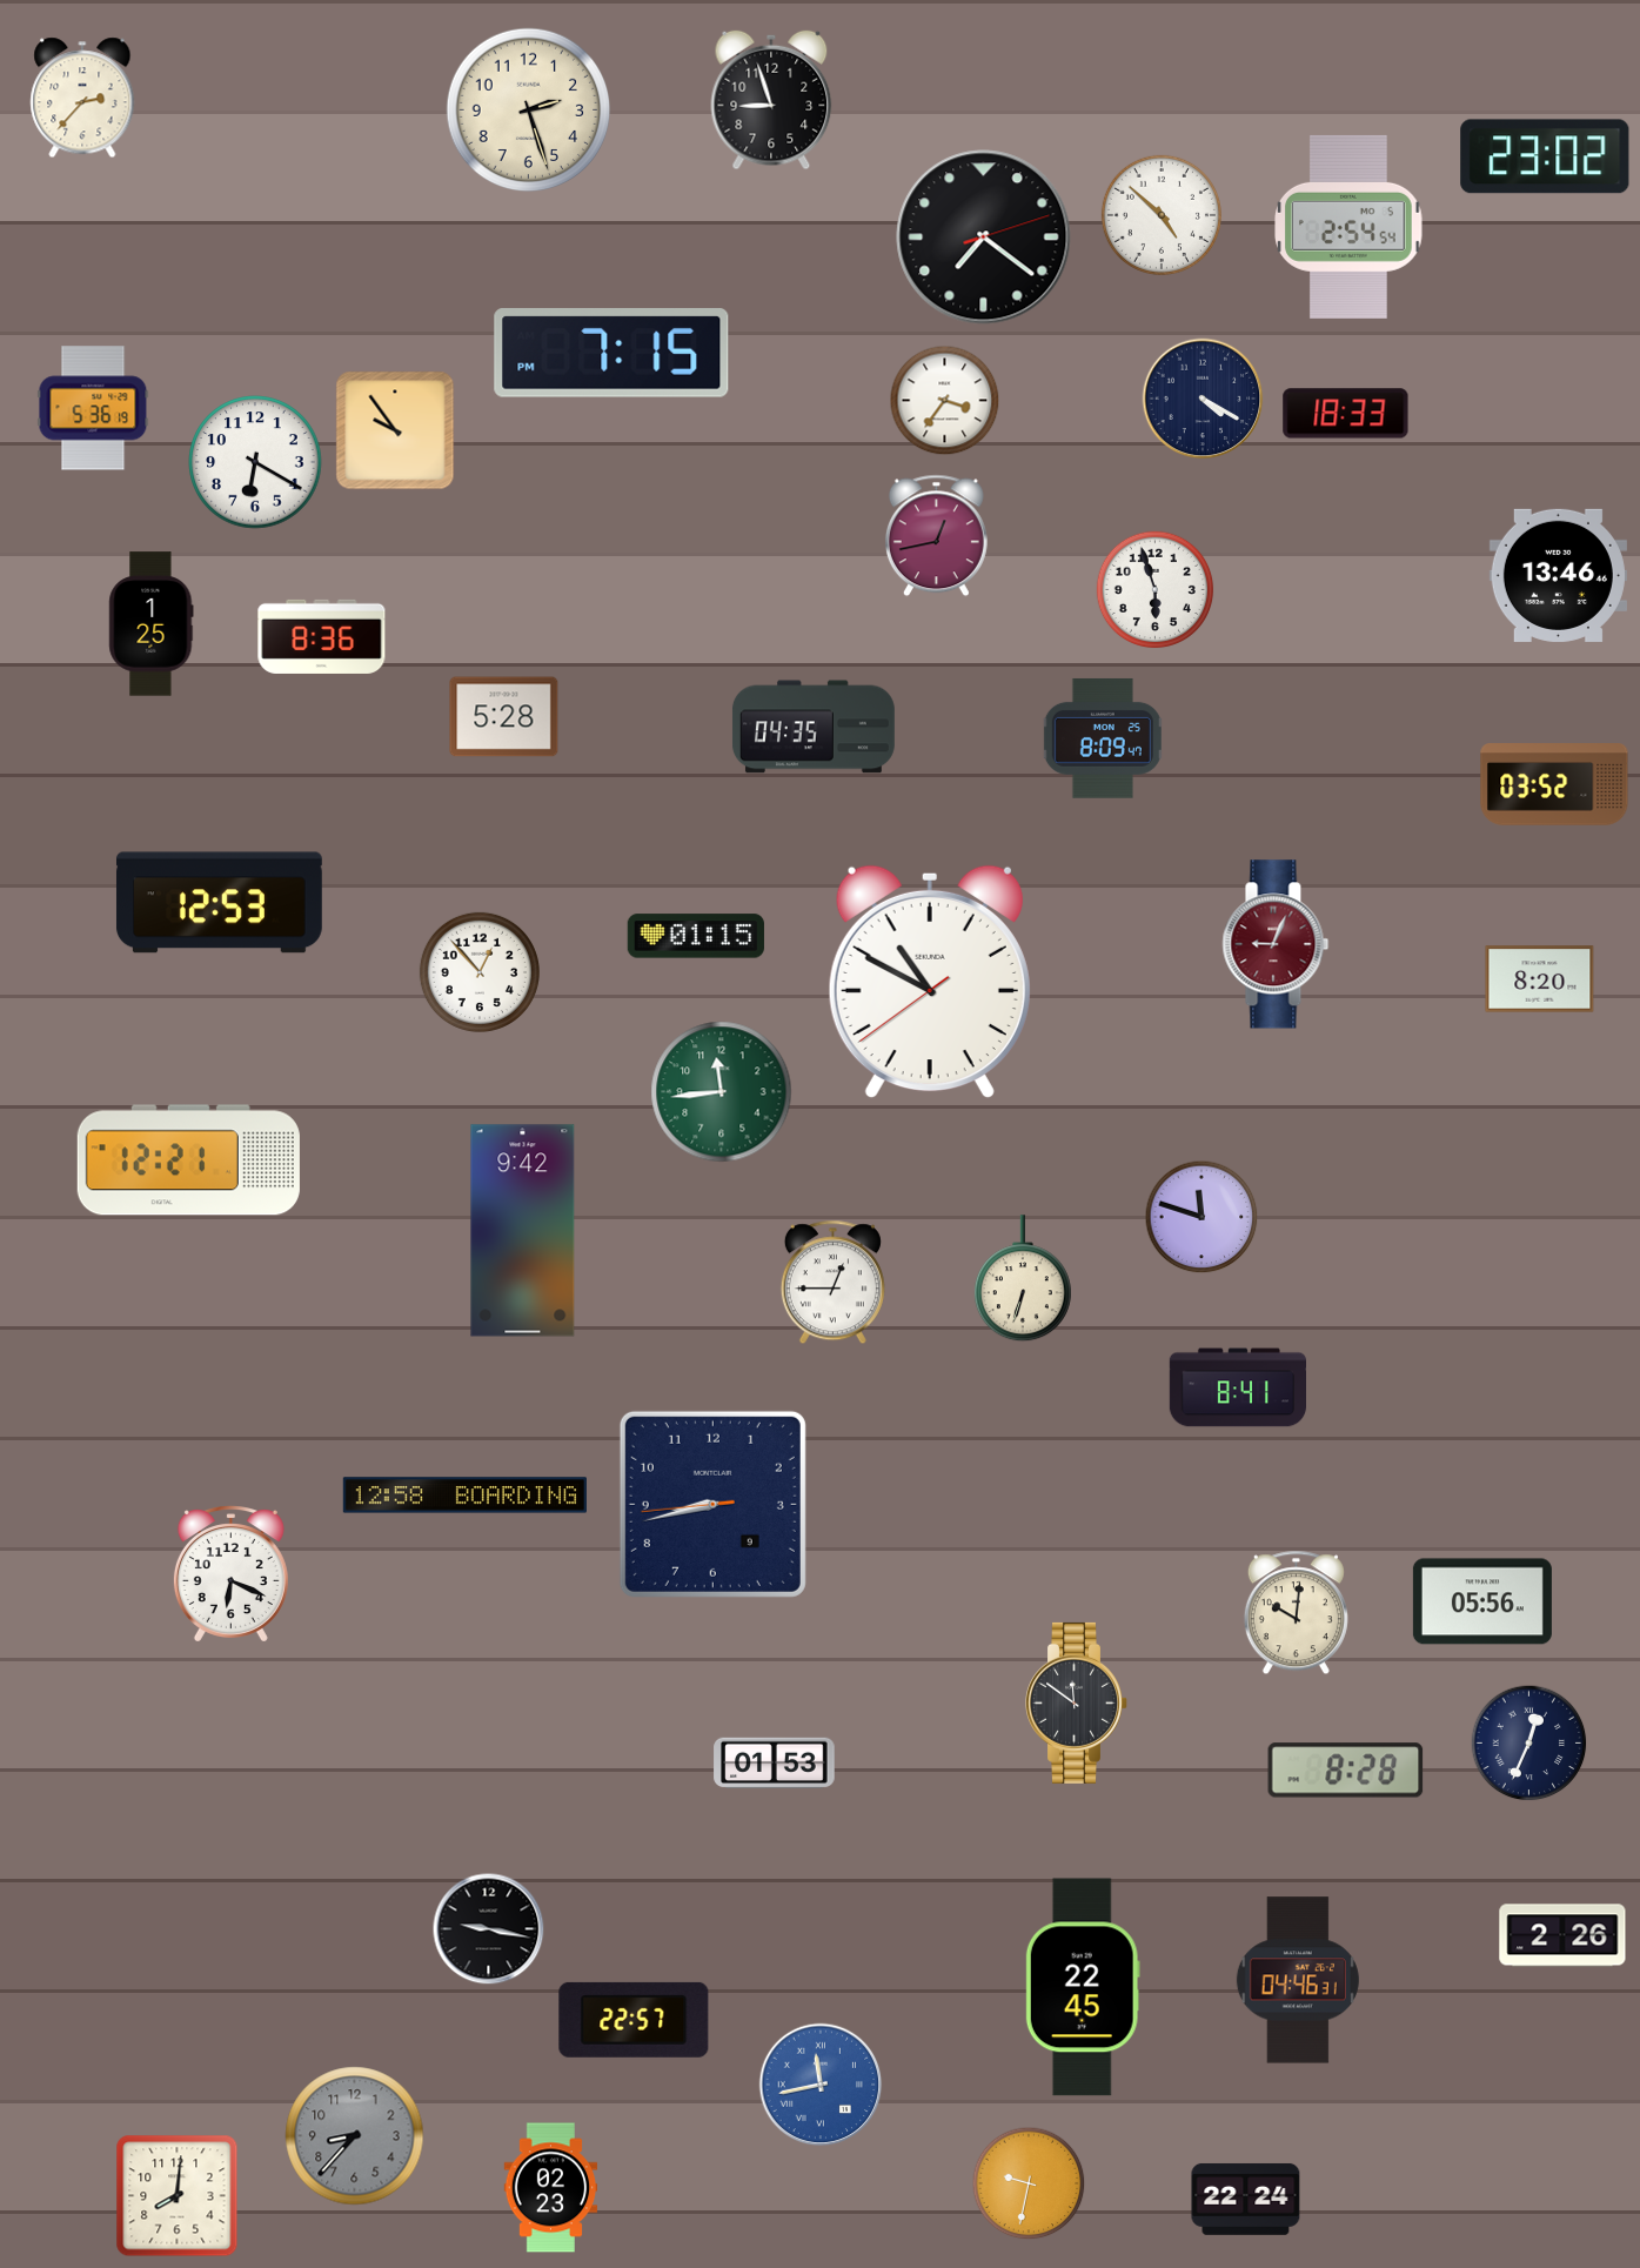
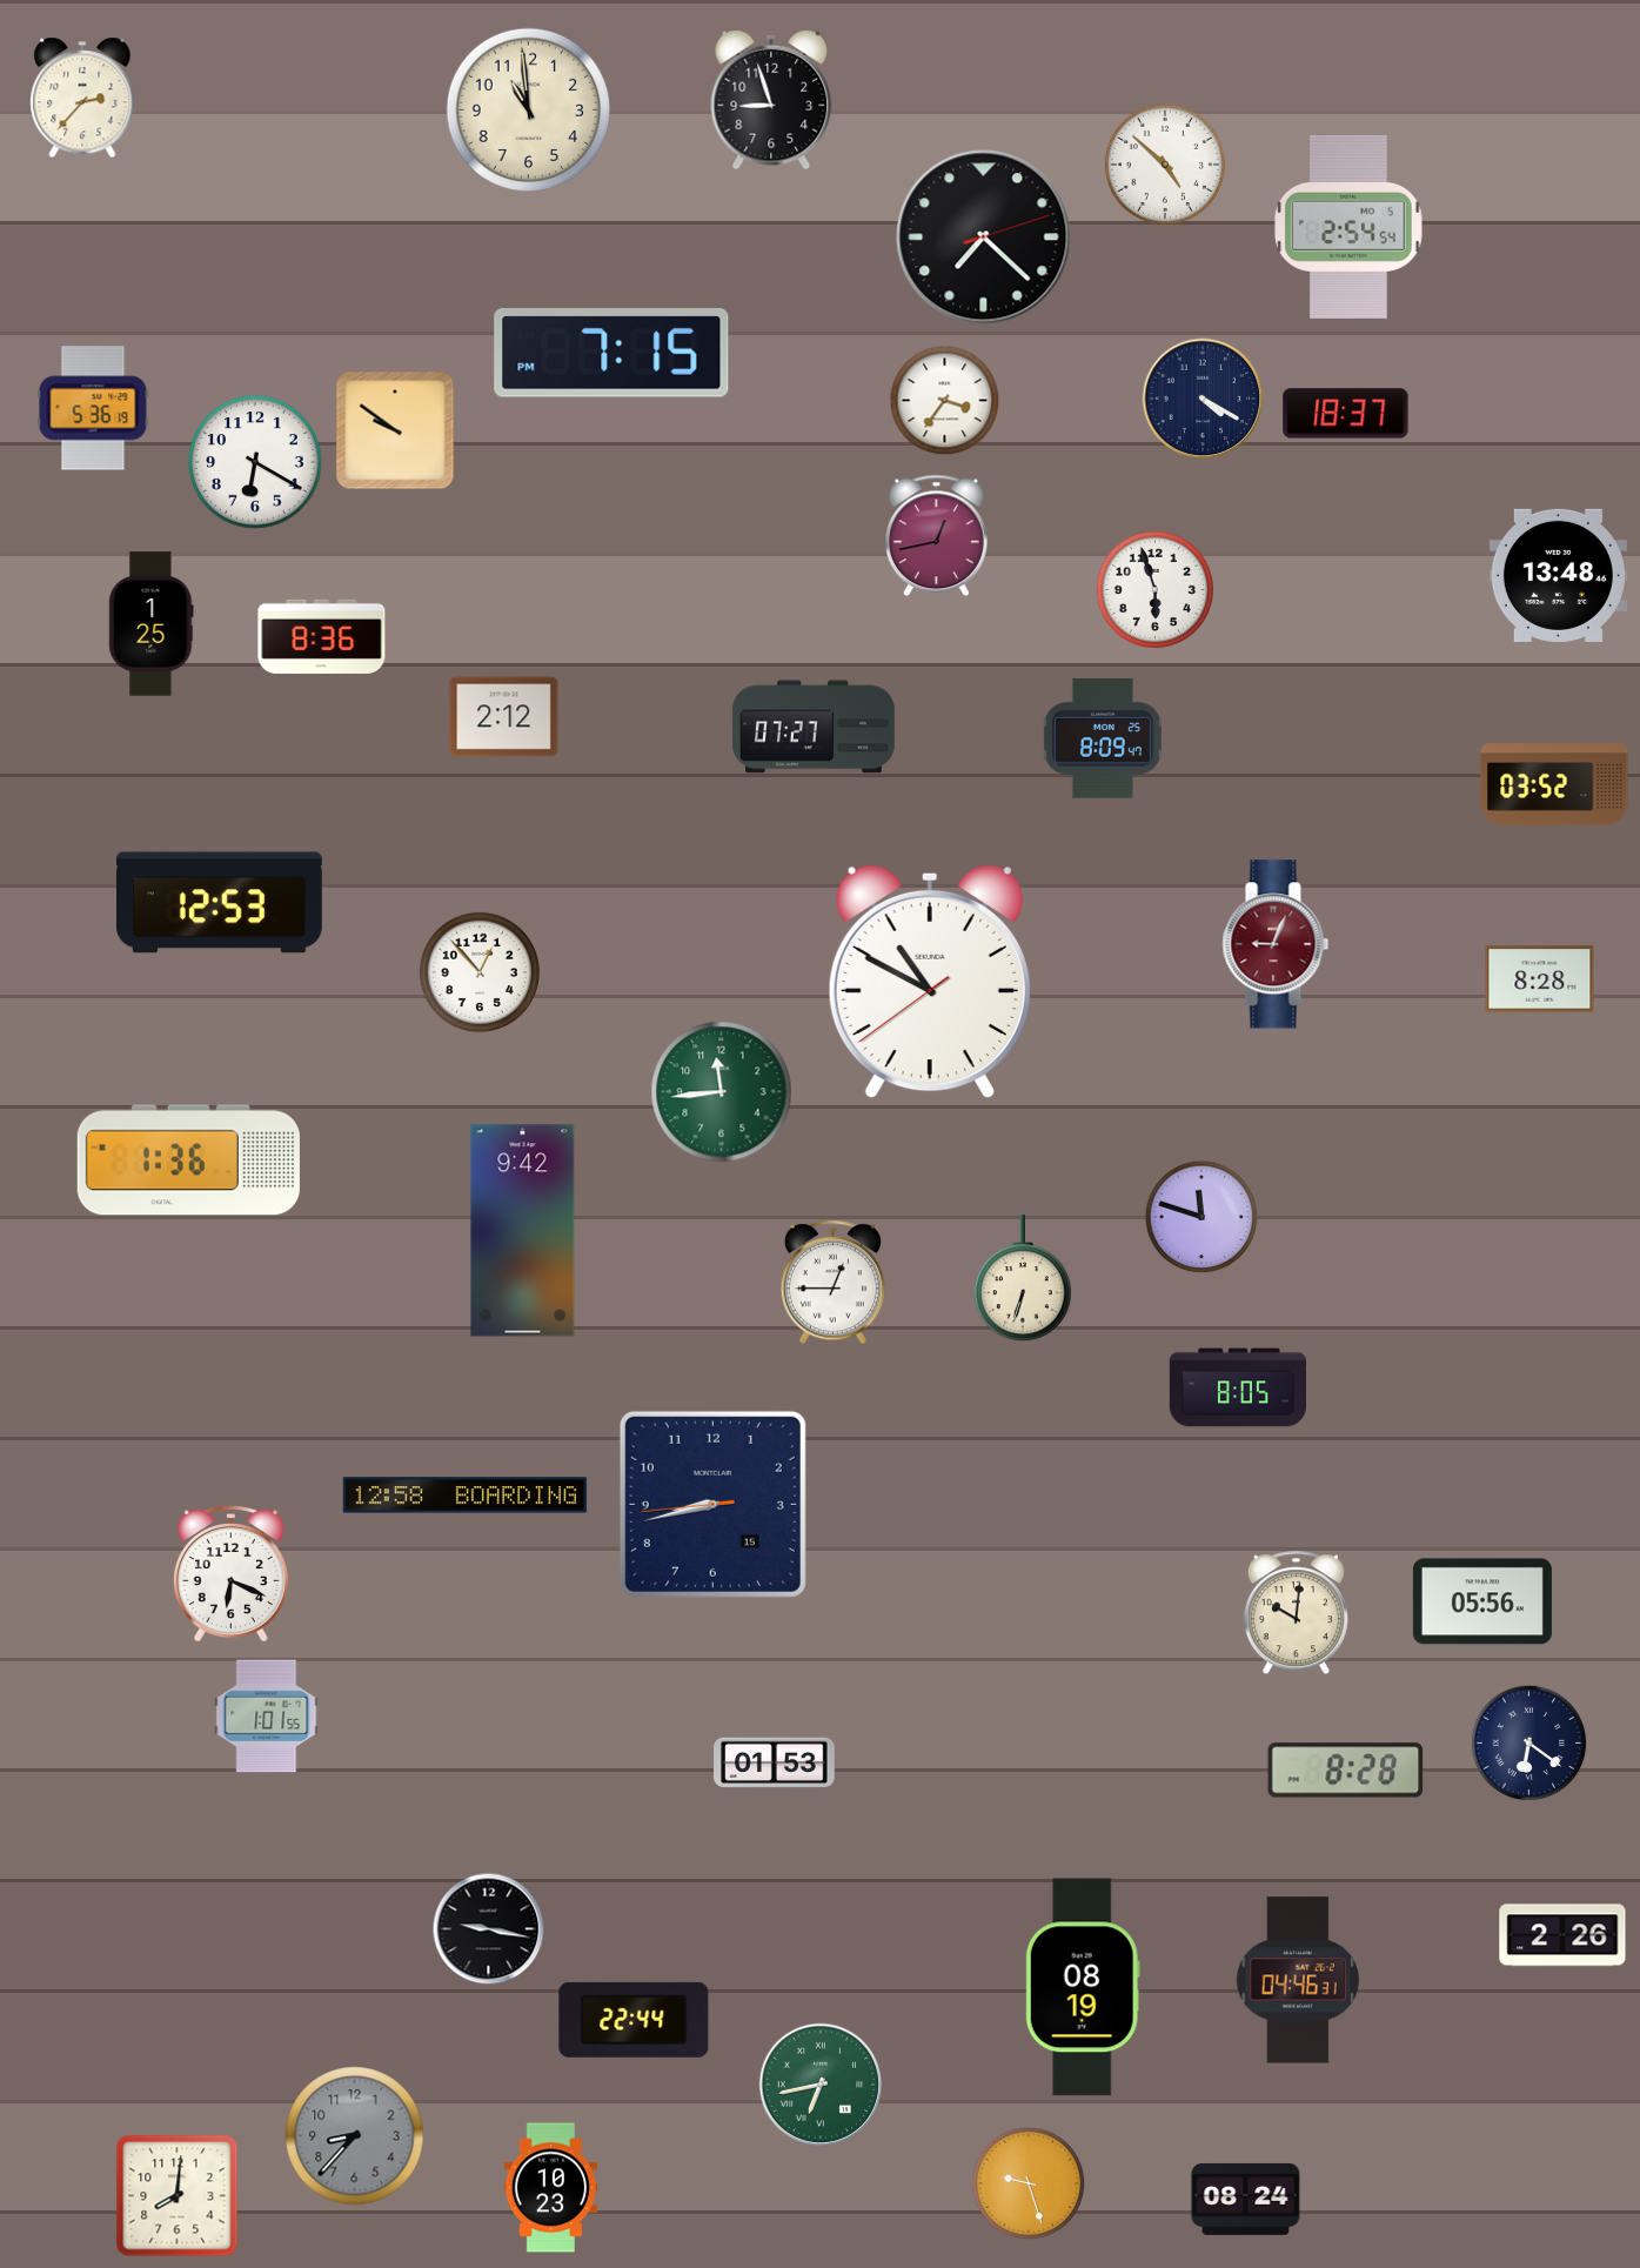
clock at (529, 111): 2:27 -> 10:59
clock at (1545, 156): 23:02 -> none
clock at (1162, 215) position: (1162, 215) -> (1165, 165)
clock at (984, 237): 7:21 -> 7:22
clock at (1346, 414): 18:33 -> 18:37
clock at (395, 430): 9:54 -> 9:51
clock at (1558, 575): 13:46 -> 13:48
clock at (504, 717): 5:28 -> 2:12
clock at (814, 727): 04:35 -> 07:27
clock at (696, 936): 01:15 -> none
clock at (1540, 979): 8:20 -> 8:28
clock at (188, 1160): 12:21 -> 1:36
clock at (1237, 1387): 8:41 -> 8:05
clock at (712, 1504) date: 9 -> 15
clock at (1077, 1702): 11:51 -> none
clock at (267, 1717): none -> 1:01
clock at (1529, 1744): 12:34 -> 6:21
clock at (1083, 1987): 22:45 -> 08:19
clock at (634, 2020): 22:57 -> 22:44
clock at (821, 2085): 11:43 -> 6:43
clock at (821, 2085) dial: blue -> green
clock at (1029, 2183): 9:32 -> 9:27
clock at (551, 2188): 02:23 -> 10:23
clock at (1246, 2199): 22:24 -> 08:24
